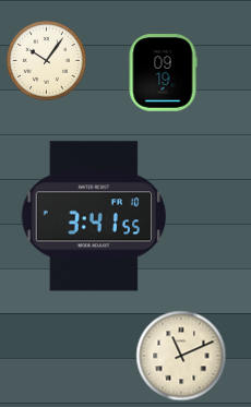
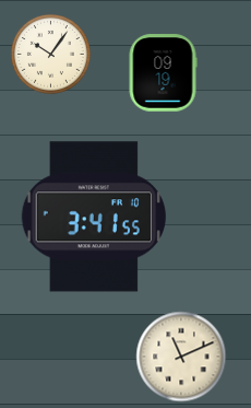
clock at (46, 60) position: (46, 60) -> (50, 54)
